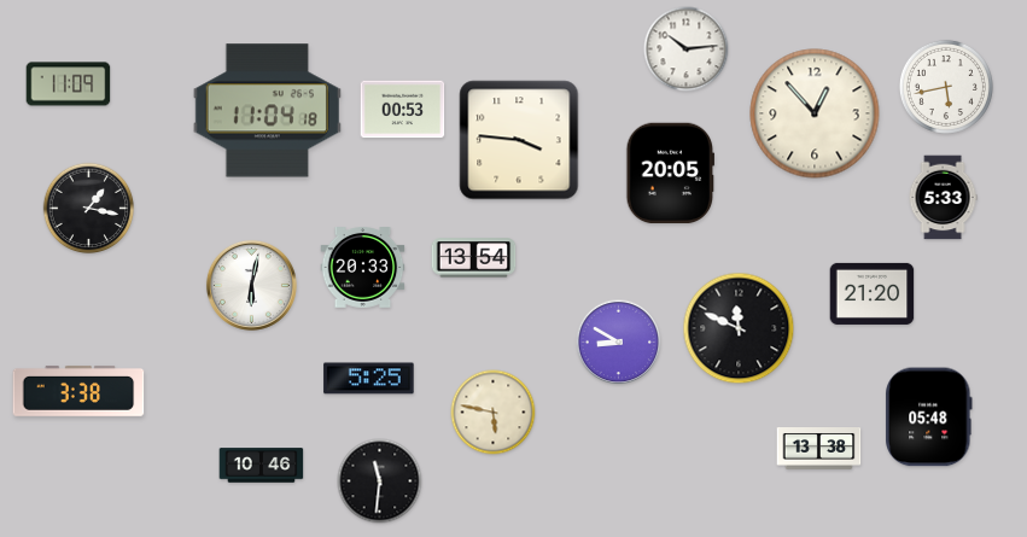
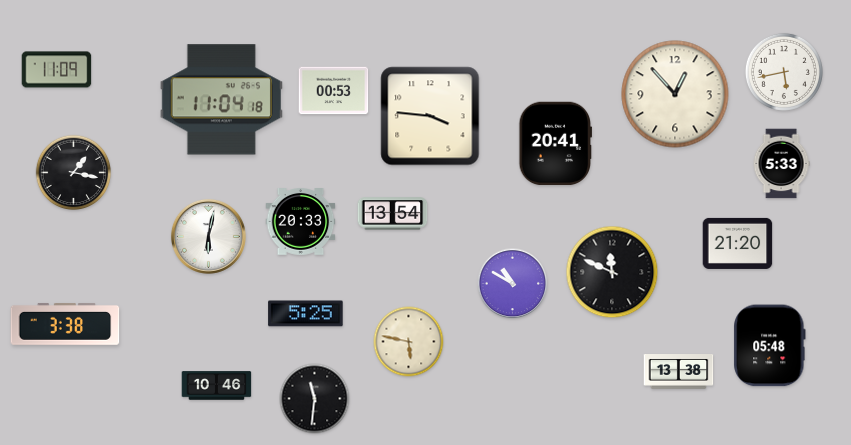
clock at (687, 49): 10:14 -> none
clock at (267, 111) position: (267, 111) -> (221, 100)
clock at (670, 174): 20:05 -> 20:41
clock at (873, 293) position: (873, 293) -> (738, 243)
clock at (619, 343): 8:50 -> 10:50
